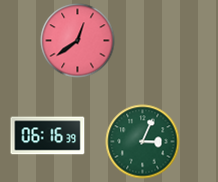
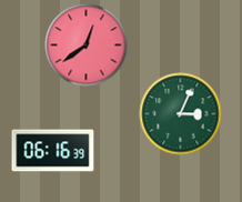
clock at (143, 142) position: (143, 142) -> (181, 114)
